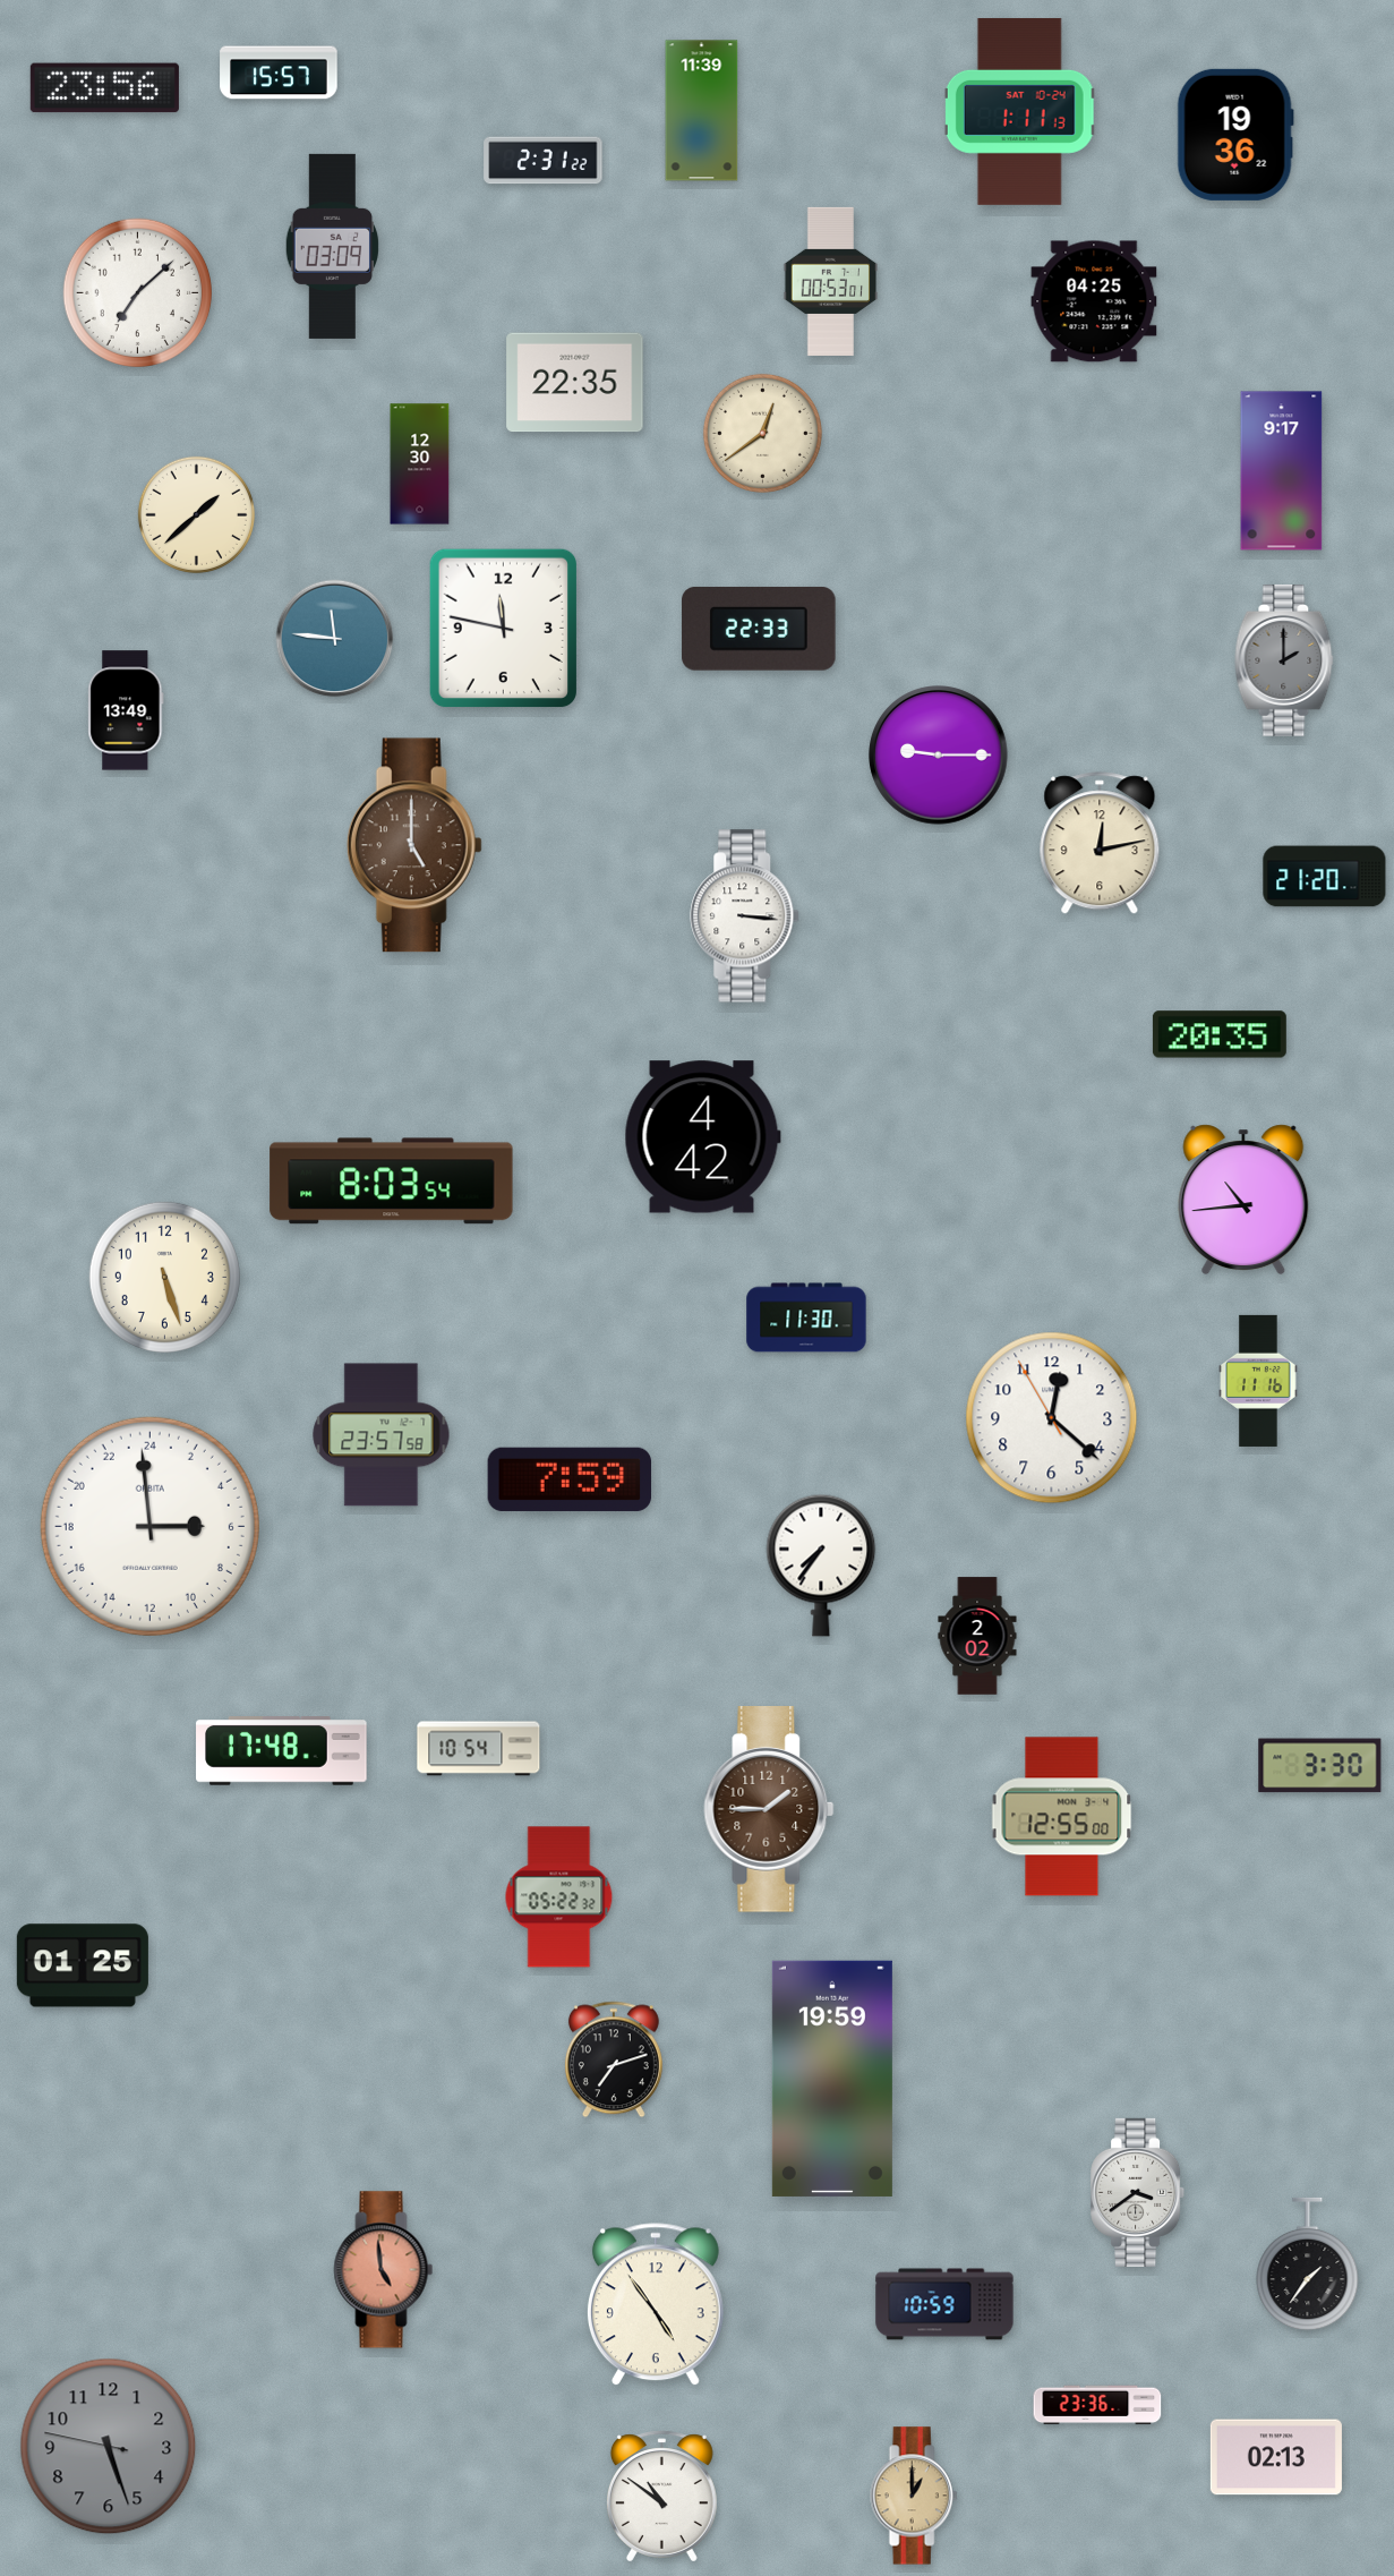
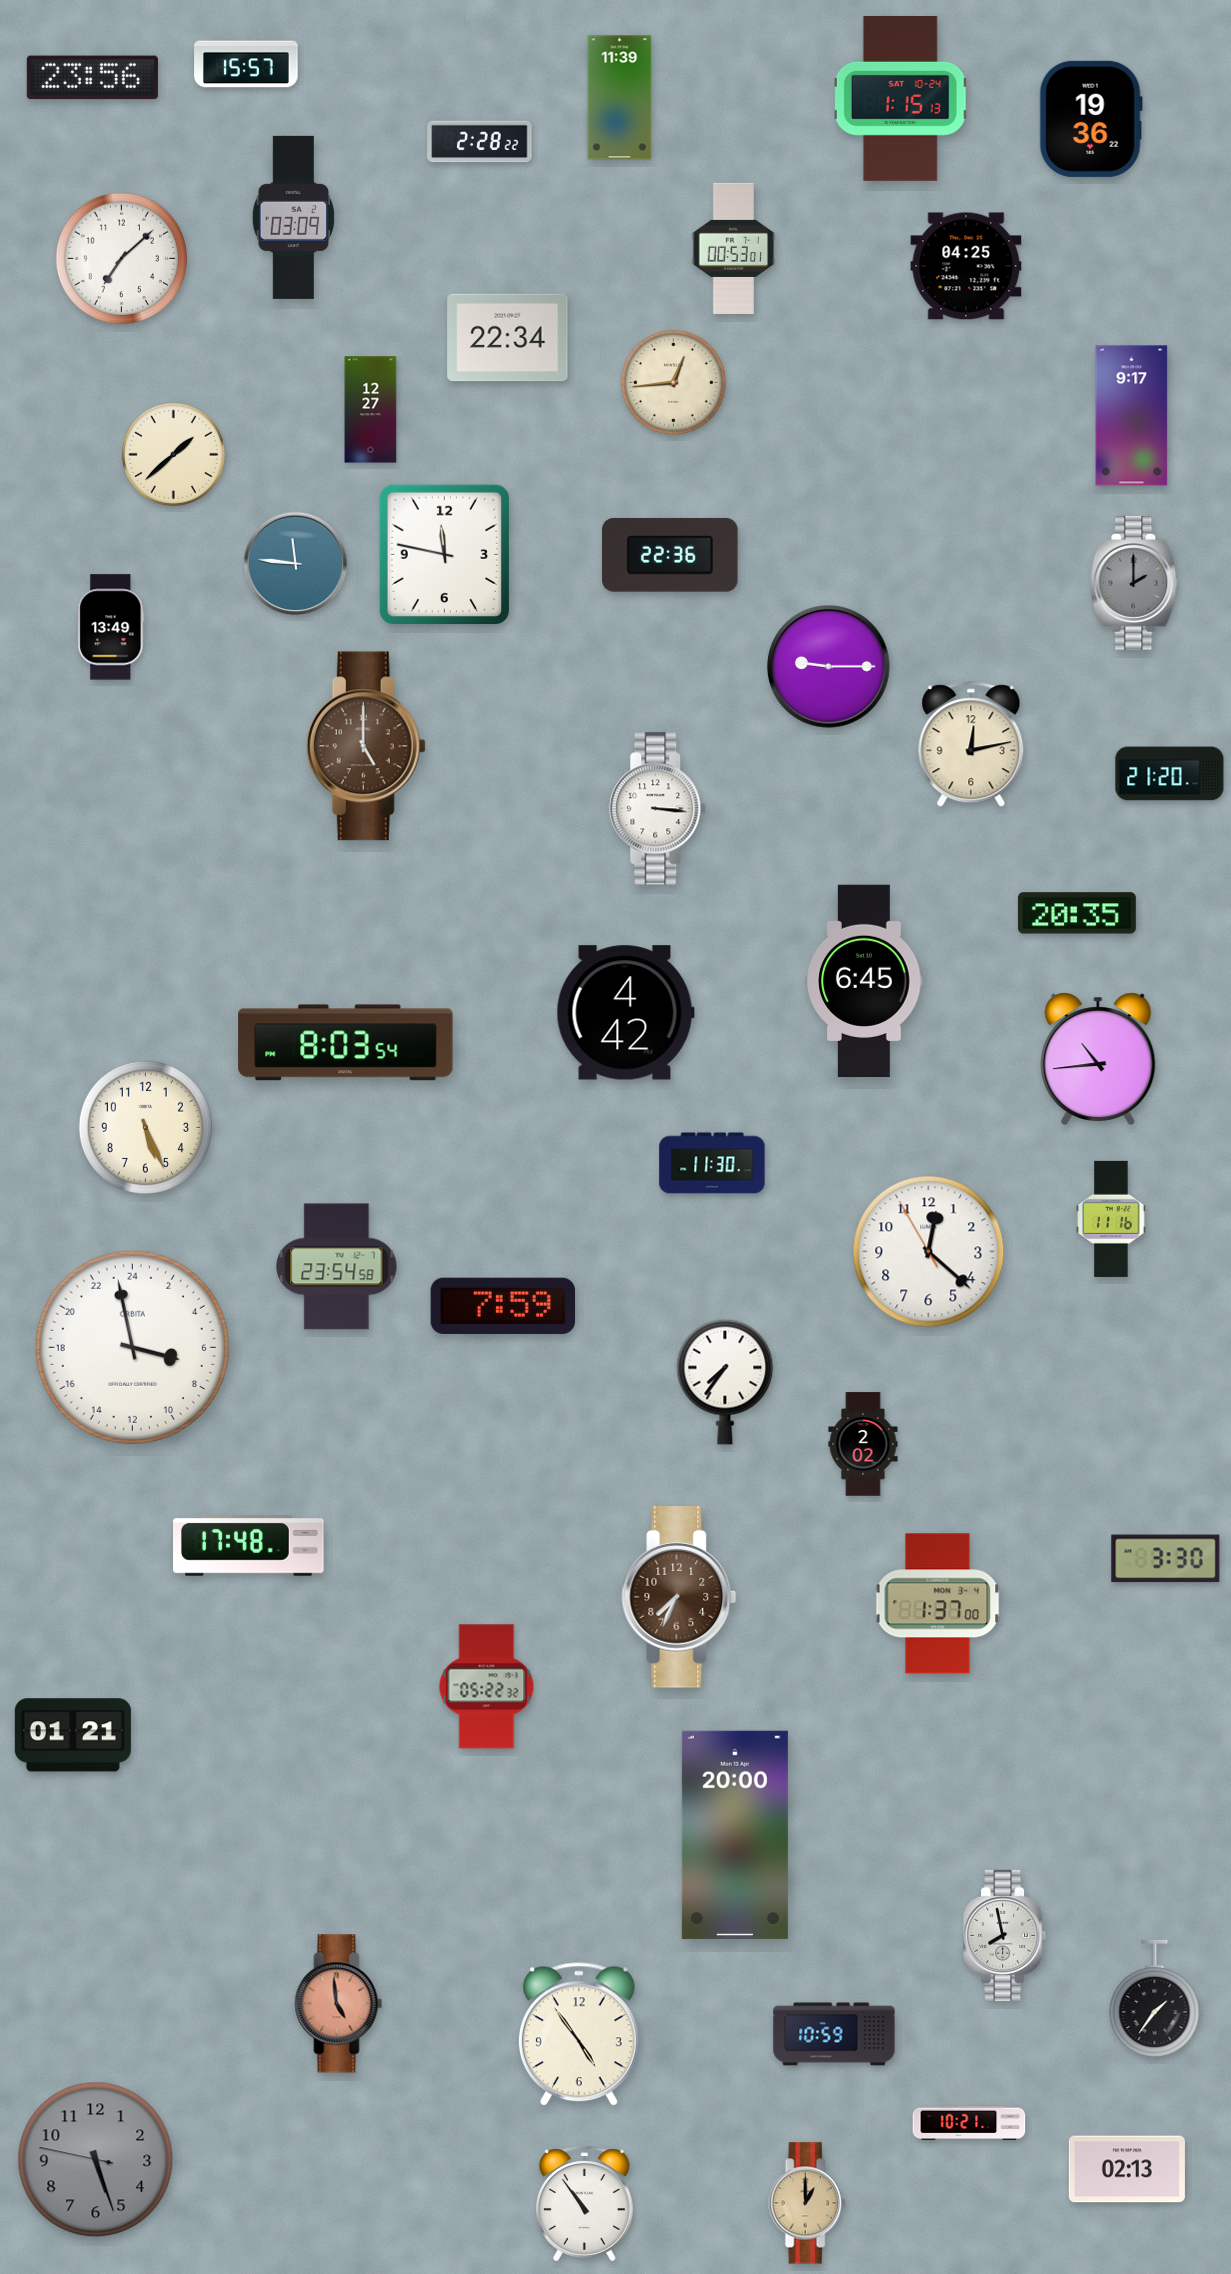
clock at (1020, 111): 1:11 -> 1:15
clock at (544, 161): 2:31 -> 2:28
clock at (575, 383): 22:35 -> 22:34
clock at (762, 433): 12:39 -> 12:44
clock at (420, 464): 12:30 -> 12:27
clock at (759, 629): 22:33 -> 22:36
clock at (864, 980): none -> 6:45
clock at (702, 1137) position: (702, 1137) -> (625, 1013)
clock at (164, 1277): 5:27 -> 5:26
clock at (382, 1435): 23:57 -> 23:54
clock at (149, 1526): 5:59 -> 6:58
clock at (479, 1749): 10:54 -> none
clock at (769, 1810): 1:45 -> 7:34
clock at (1062, 1817): 12:55 -> 1:37
clock at (559, 1897) position: (559, 1897) -> (487, 1687)
clock at (83, 1965): 01:25 -> 01:21
clock at (614, 2059): 7:12 -> none
clock at (832, 2079): 19:59 -> 20:00
clock at (1138, 2192): 3:39 -> 7:58
clock at (1097, 2405): 23:36 -> 10:21
clock at (661, 2497): 10:51 -> 10:54
